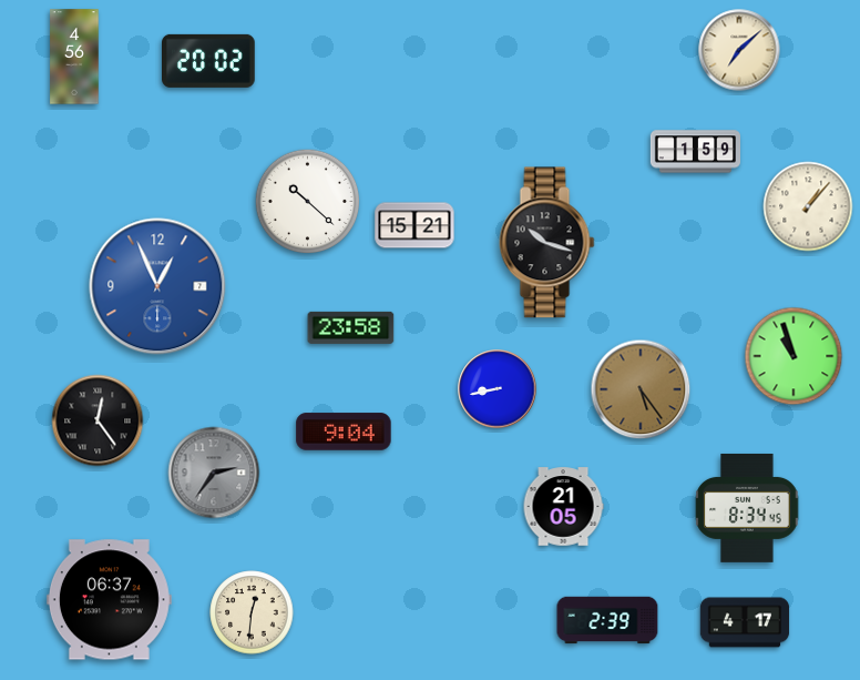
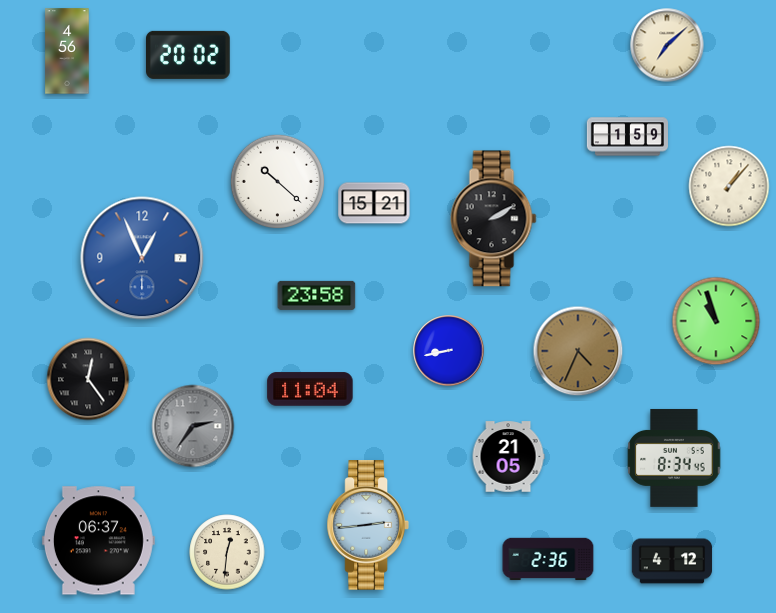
clock at (547, 243): 10:18 -> 2:10
clock at (641, 389): 5:24 -> 4:34
clock at (344, 432): 9:04 -> 11:04
clock at (368, 525): none -> 2:44
clock at (607, 620): 2:39 -> 2:36
clock at (745, 622): 4:17 -> 4:12
